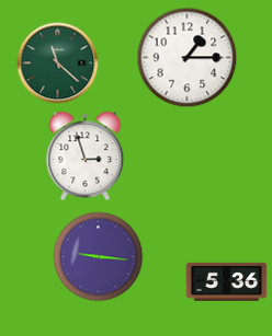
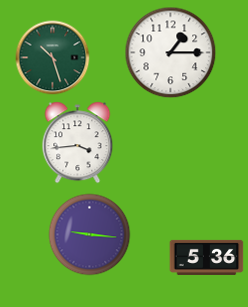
clock at (58, 63): 11:22 -> 10:27
clock at (86, 157): 2:57 -> 3:44
